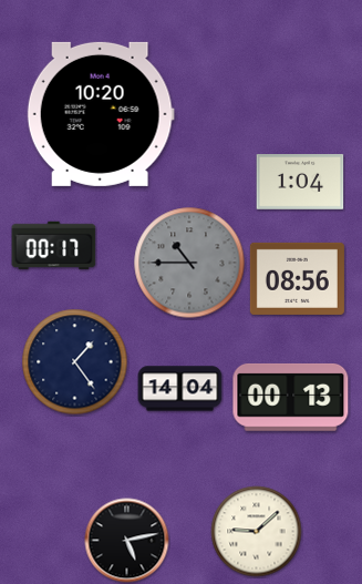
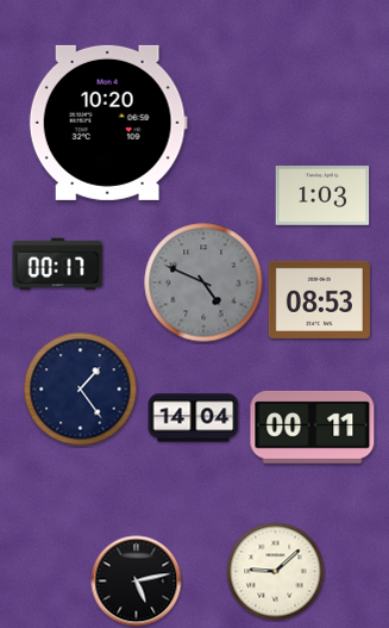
clock at (300, 183): 1:04 -> 1:03
clock at (189, 263): 10:45 -> 4:49
clock at (297, 278): 08:56 -> 08:53
clock at (291, 397): 00:13 -> 00:11
